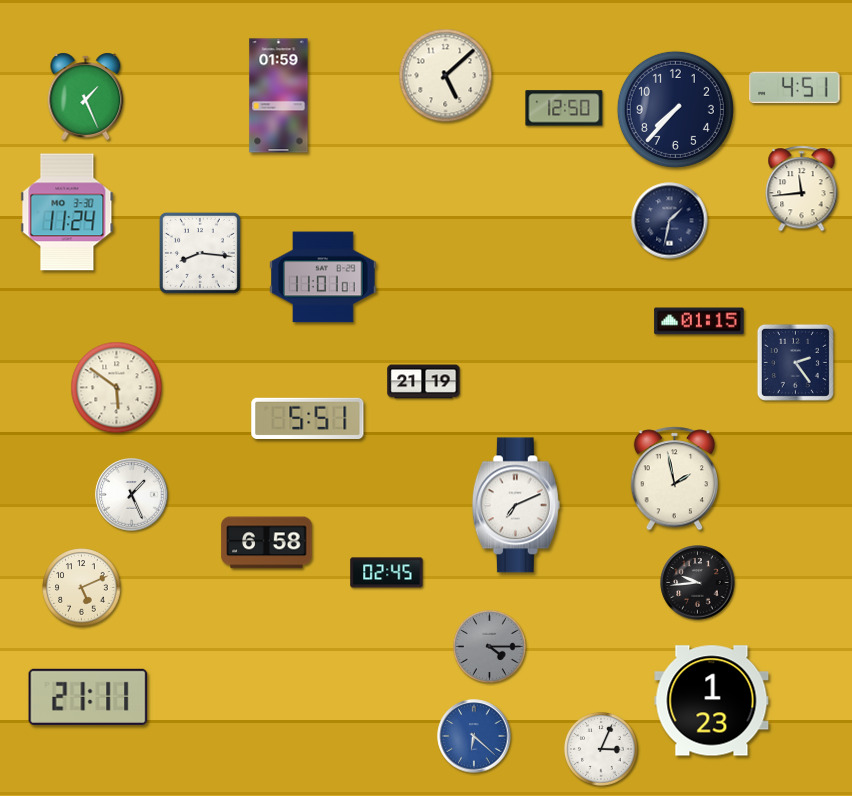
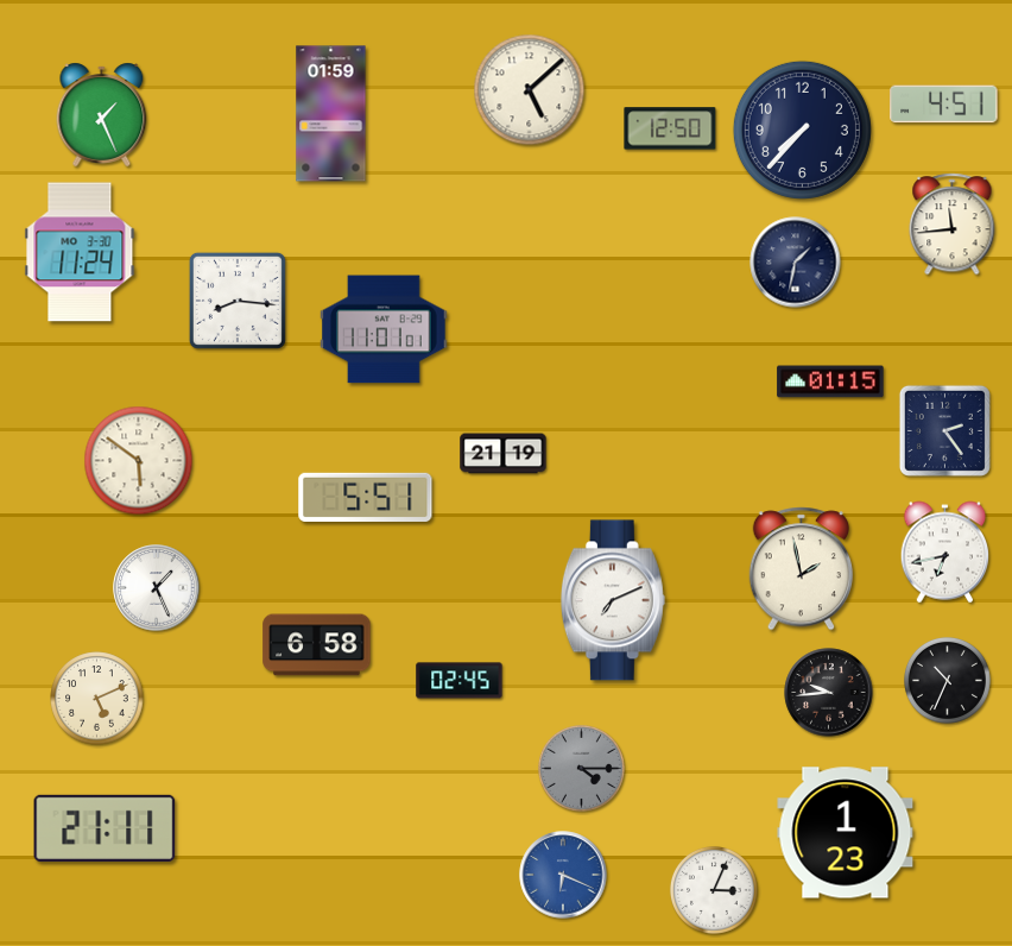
clock at (945, 553): none -> 6:43
clock at (947, 680): none -> 10:34
clock at (474, 736): 6:22 -> 6:19
